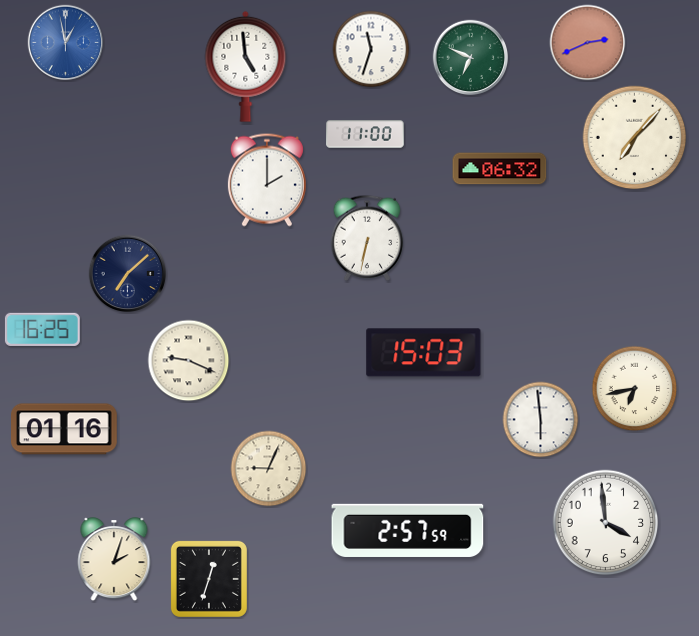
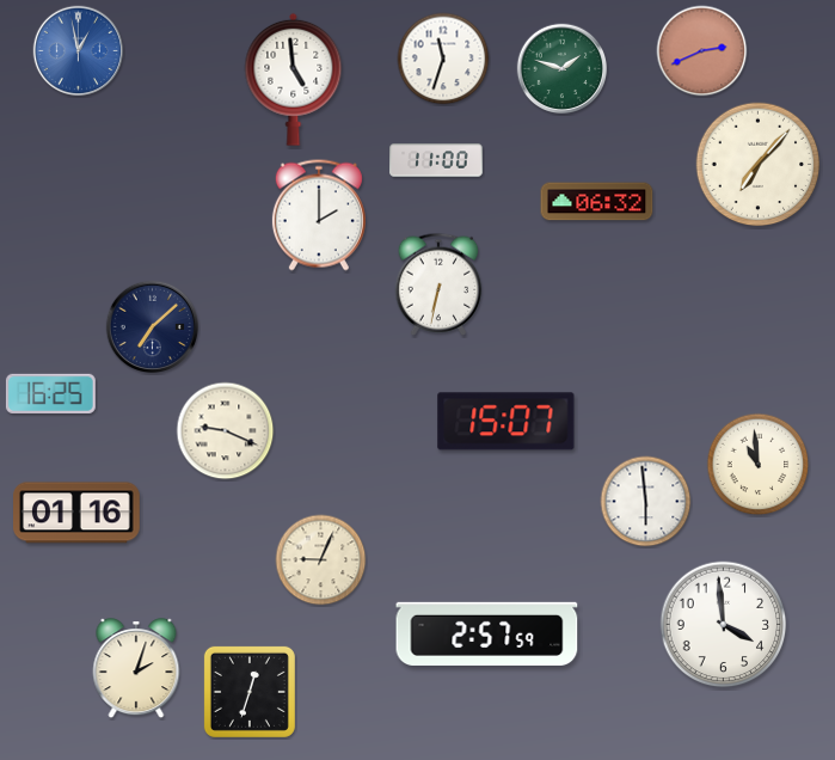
clock at (471, 58): 6:49 -> 1:48
clock at (424, 353): 15:03 -> 15:07
clock at (635, 389): 6:43 -> 10:59
